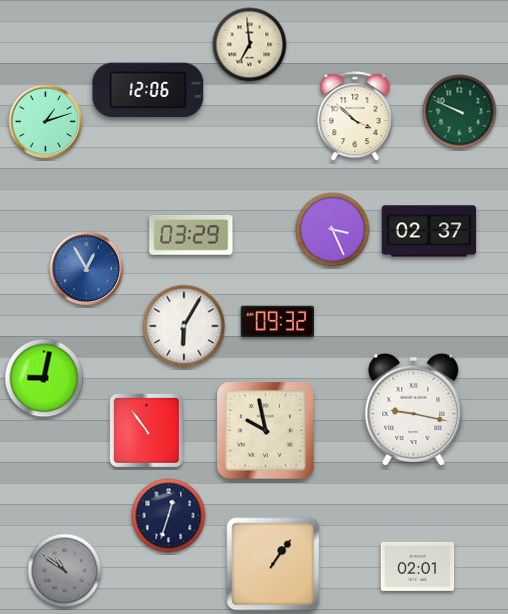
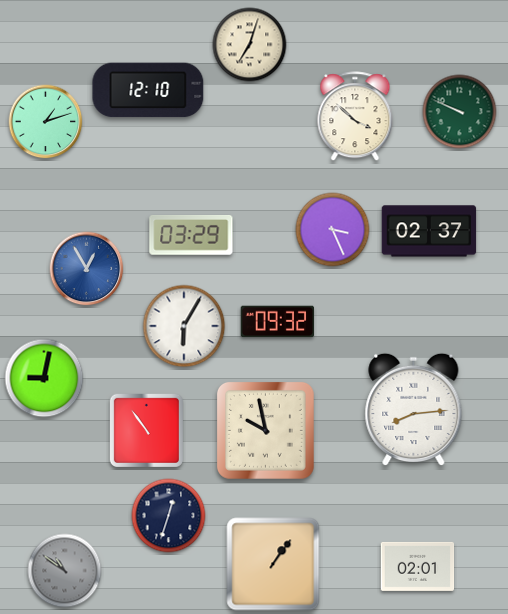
clock at (250, 45): 6:59 -> 7:03
clock at (148, 90): 12:06 -> 12:10
clock at (414, 410): 9:17 -> 8:14
